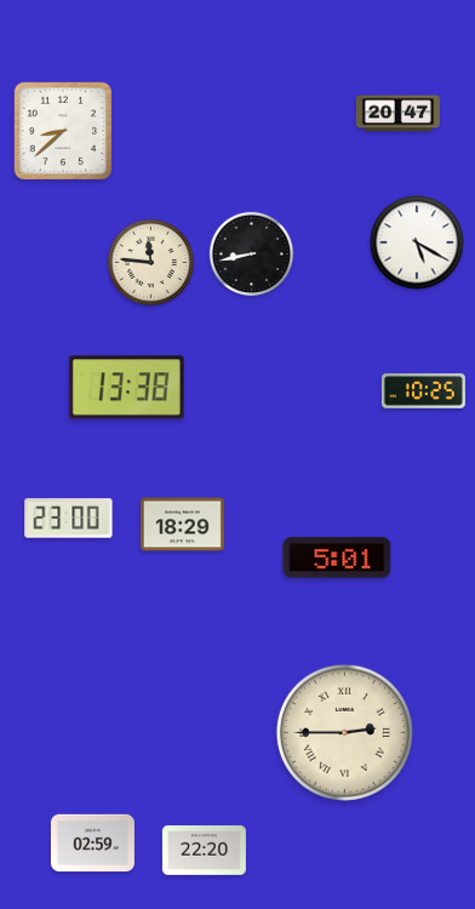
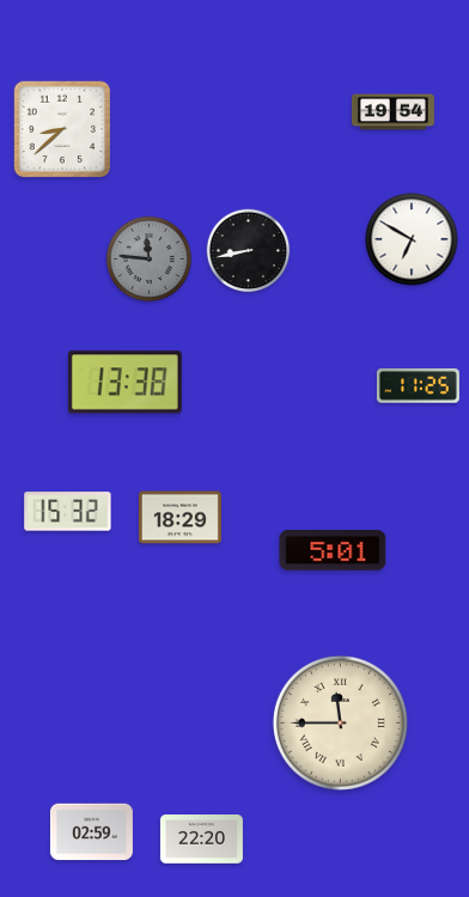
clock at (397, 114): 20:47 -> 19:54
clock at (417, 242): 5:20 -> 6:50
clock at (150, 262) dial: cream -> grey
clock at (423, 391): 10:25 -> 11:25
clock at (69, 519): 23:00 -> 15:32
clock at (344, 732): 2:45 -> 11:45
